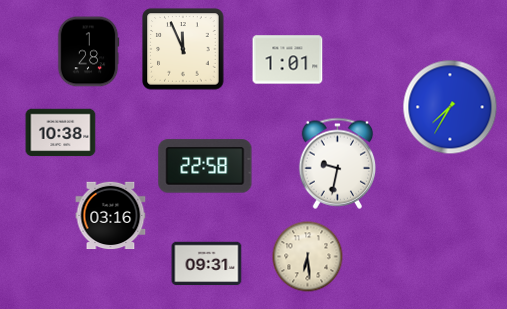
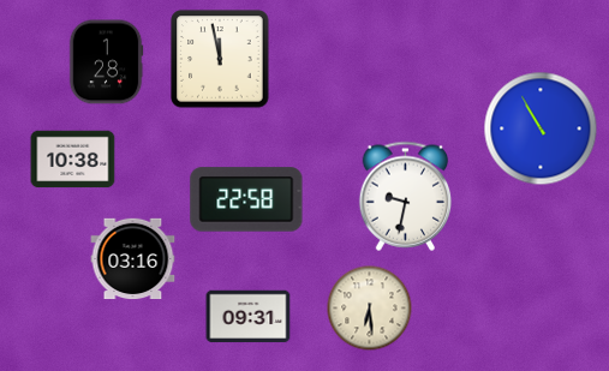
clock at (183, 49): 11:56 -> 11:58
clock at (288, 60): 1:01 -> none
clock at (450, 107): 7:35 -> 10:55
